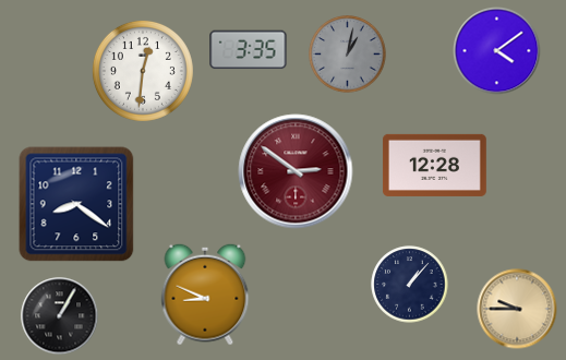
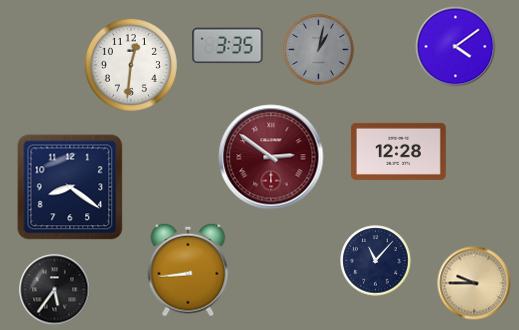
clock at (410, 285): 1:07 -> 11:07
clock at (205, 295): 8:49 -> 8:44
clock at (60, 316): 1:05 -> 5:36
